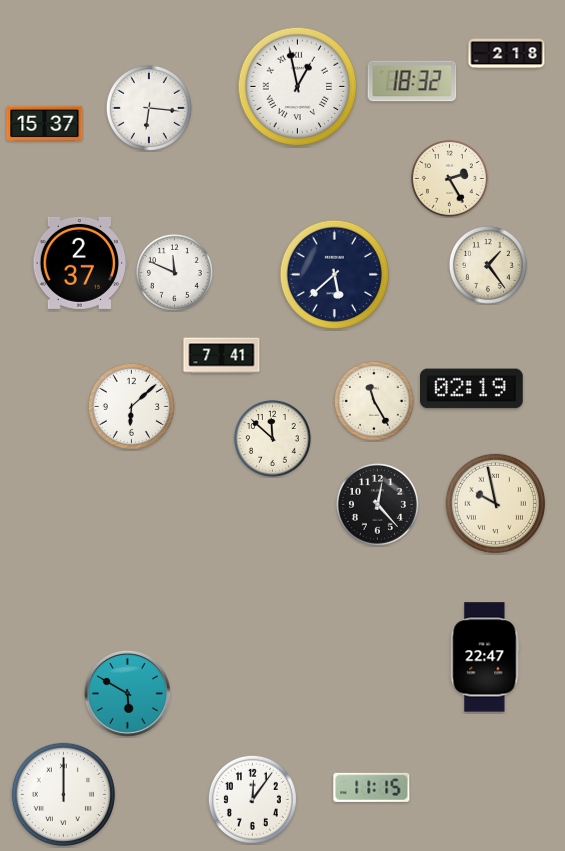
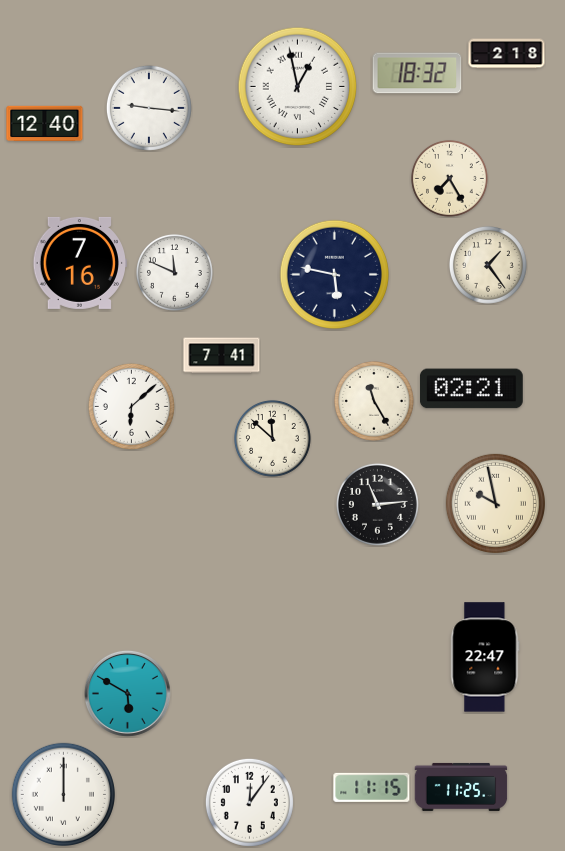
clock at (412, 81) position: (412, 81) -> (417, 73)
clock at (149, 108): 6:16 -> 9:16
clock at (45, 124): 15:37 -> 12:40
clock at (450, 179): 2:25 -> 7:25
clock at (79, 263): 2:37 -> 7:16
clock at (334, 274): 5:38 -> 5:47
clock at (472, 389): 02:19 -> 02:21
clock at (377, 504): 12:23 -> 11:14
clock at (461, 787): none -> 11:25
clock at (252, 799) position: (252, 799) -> (249, 802)
